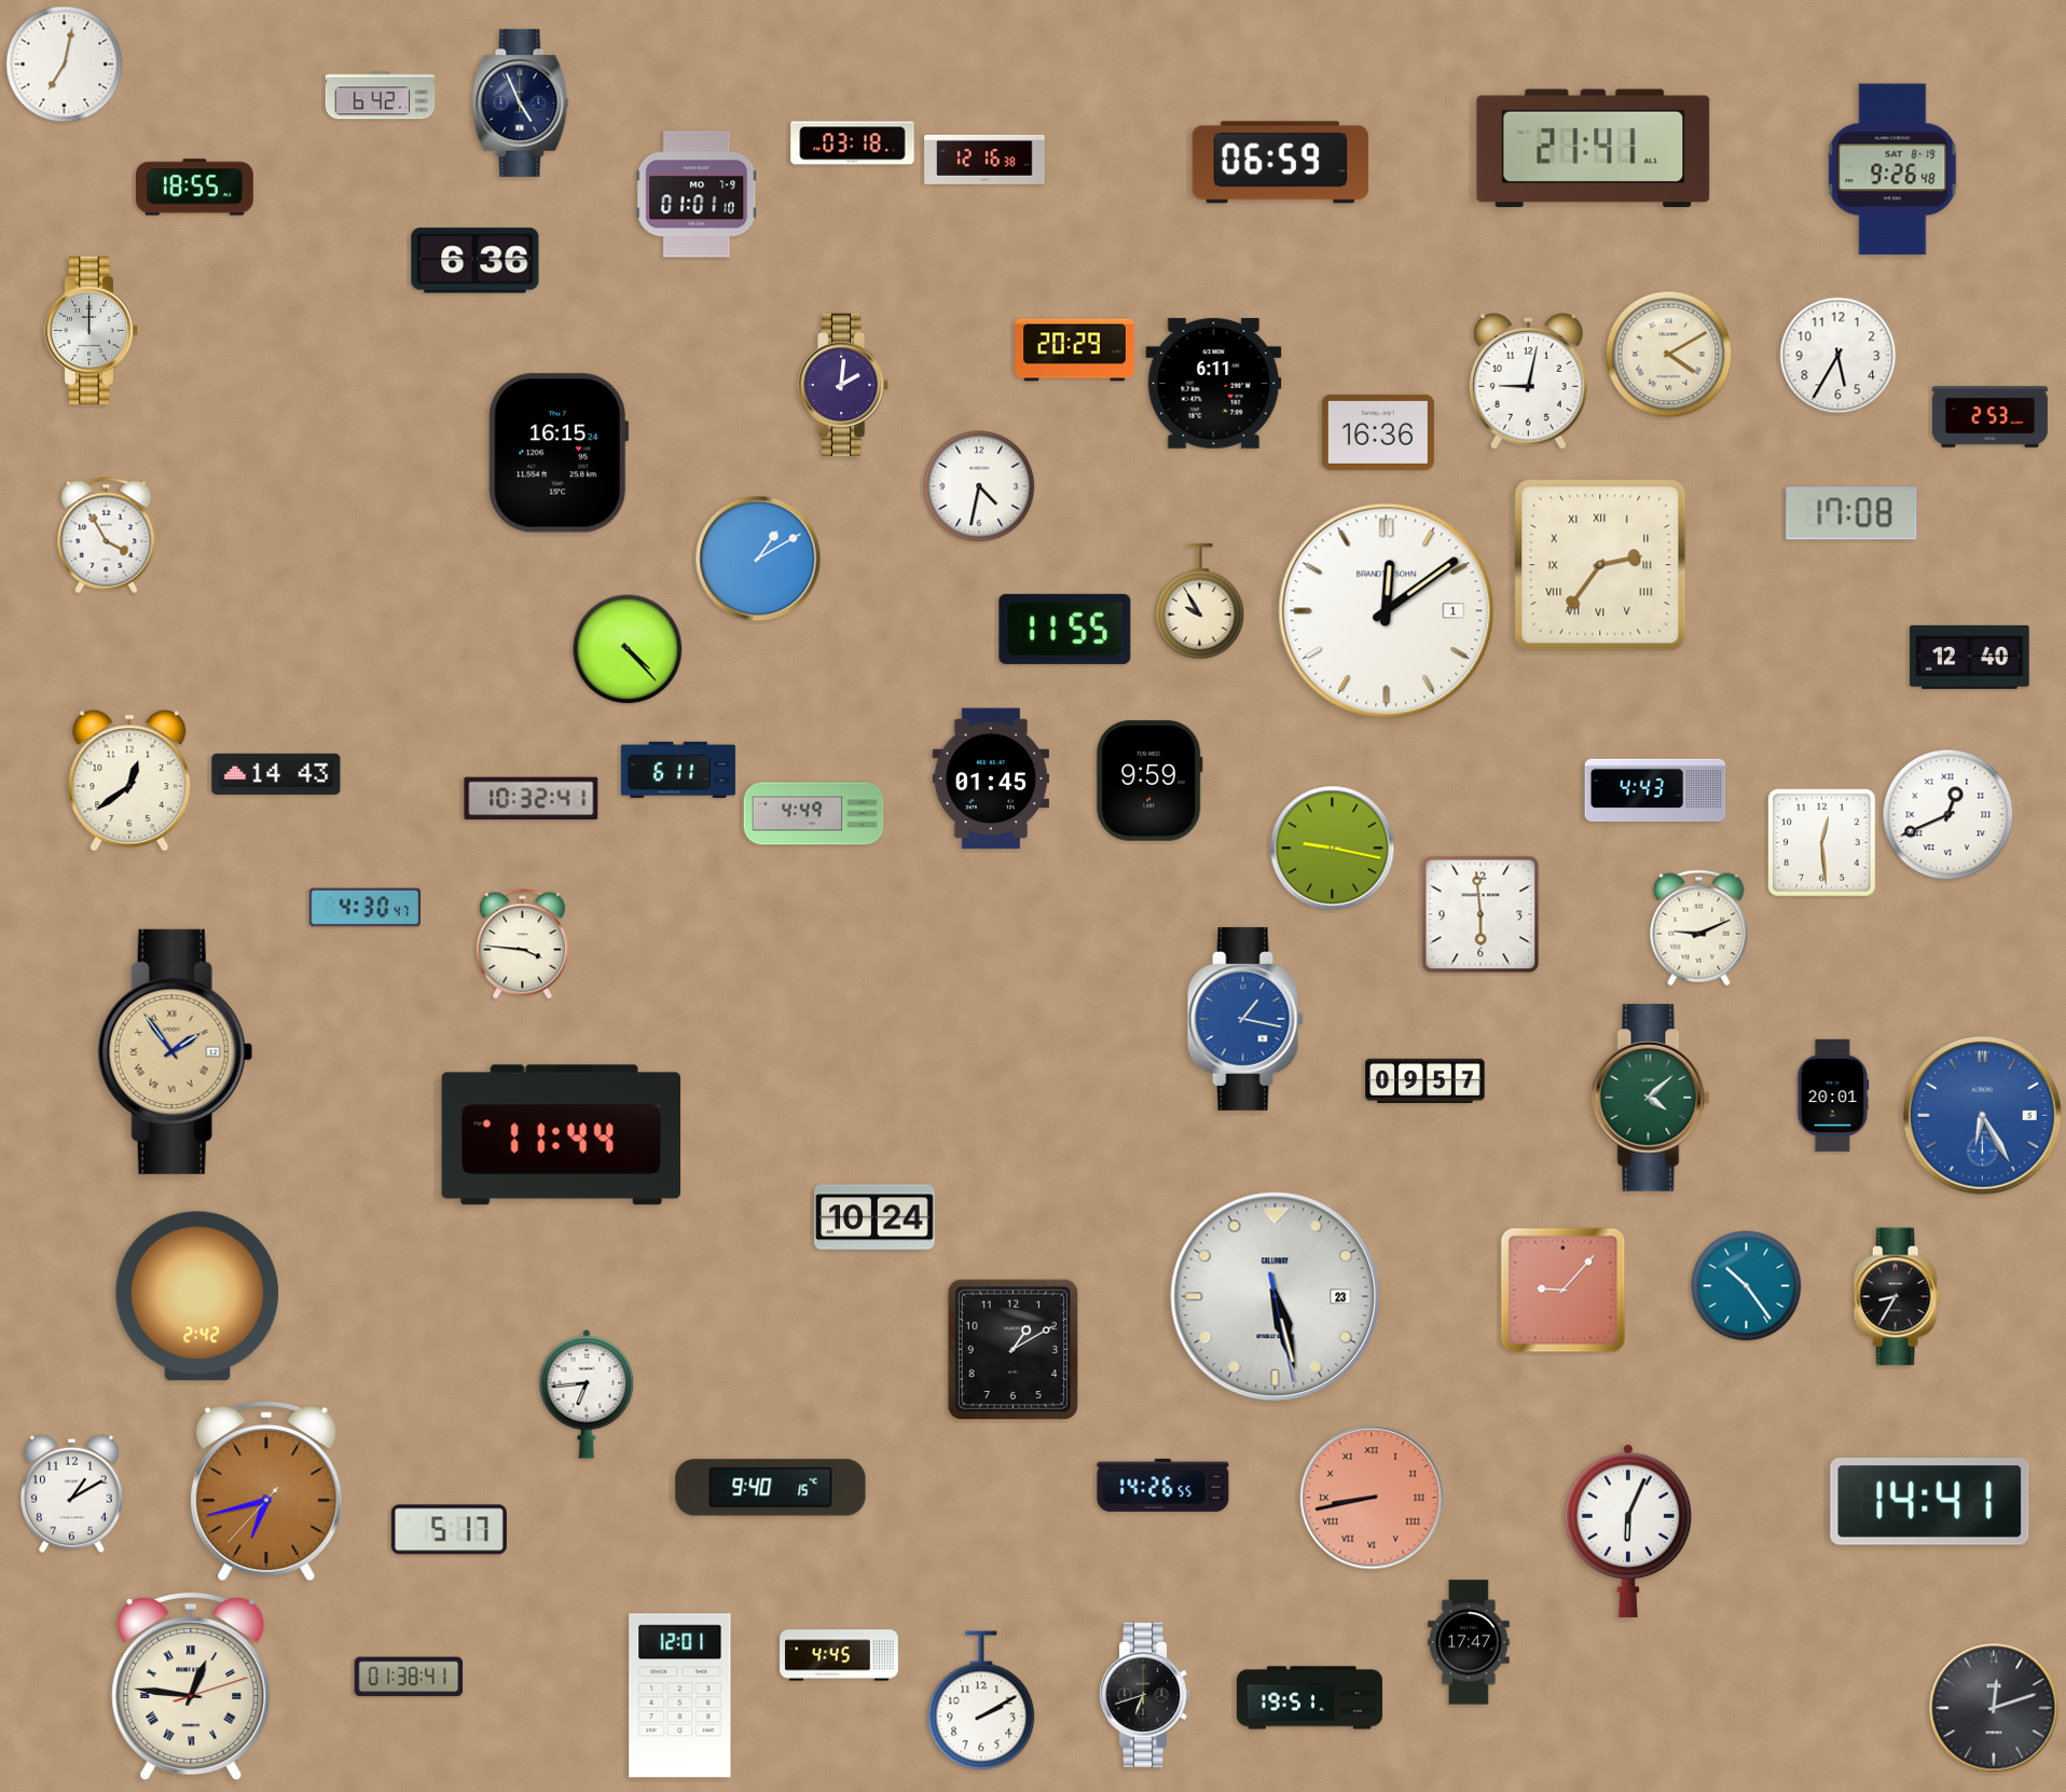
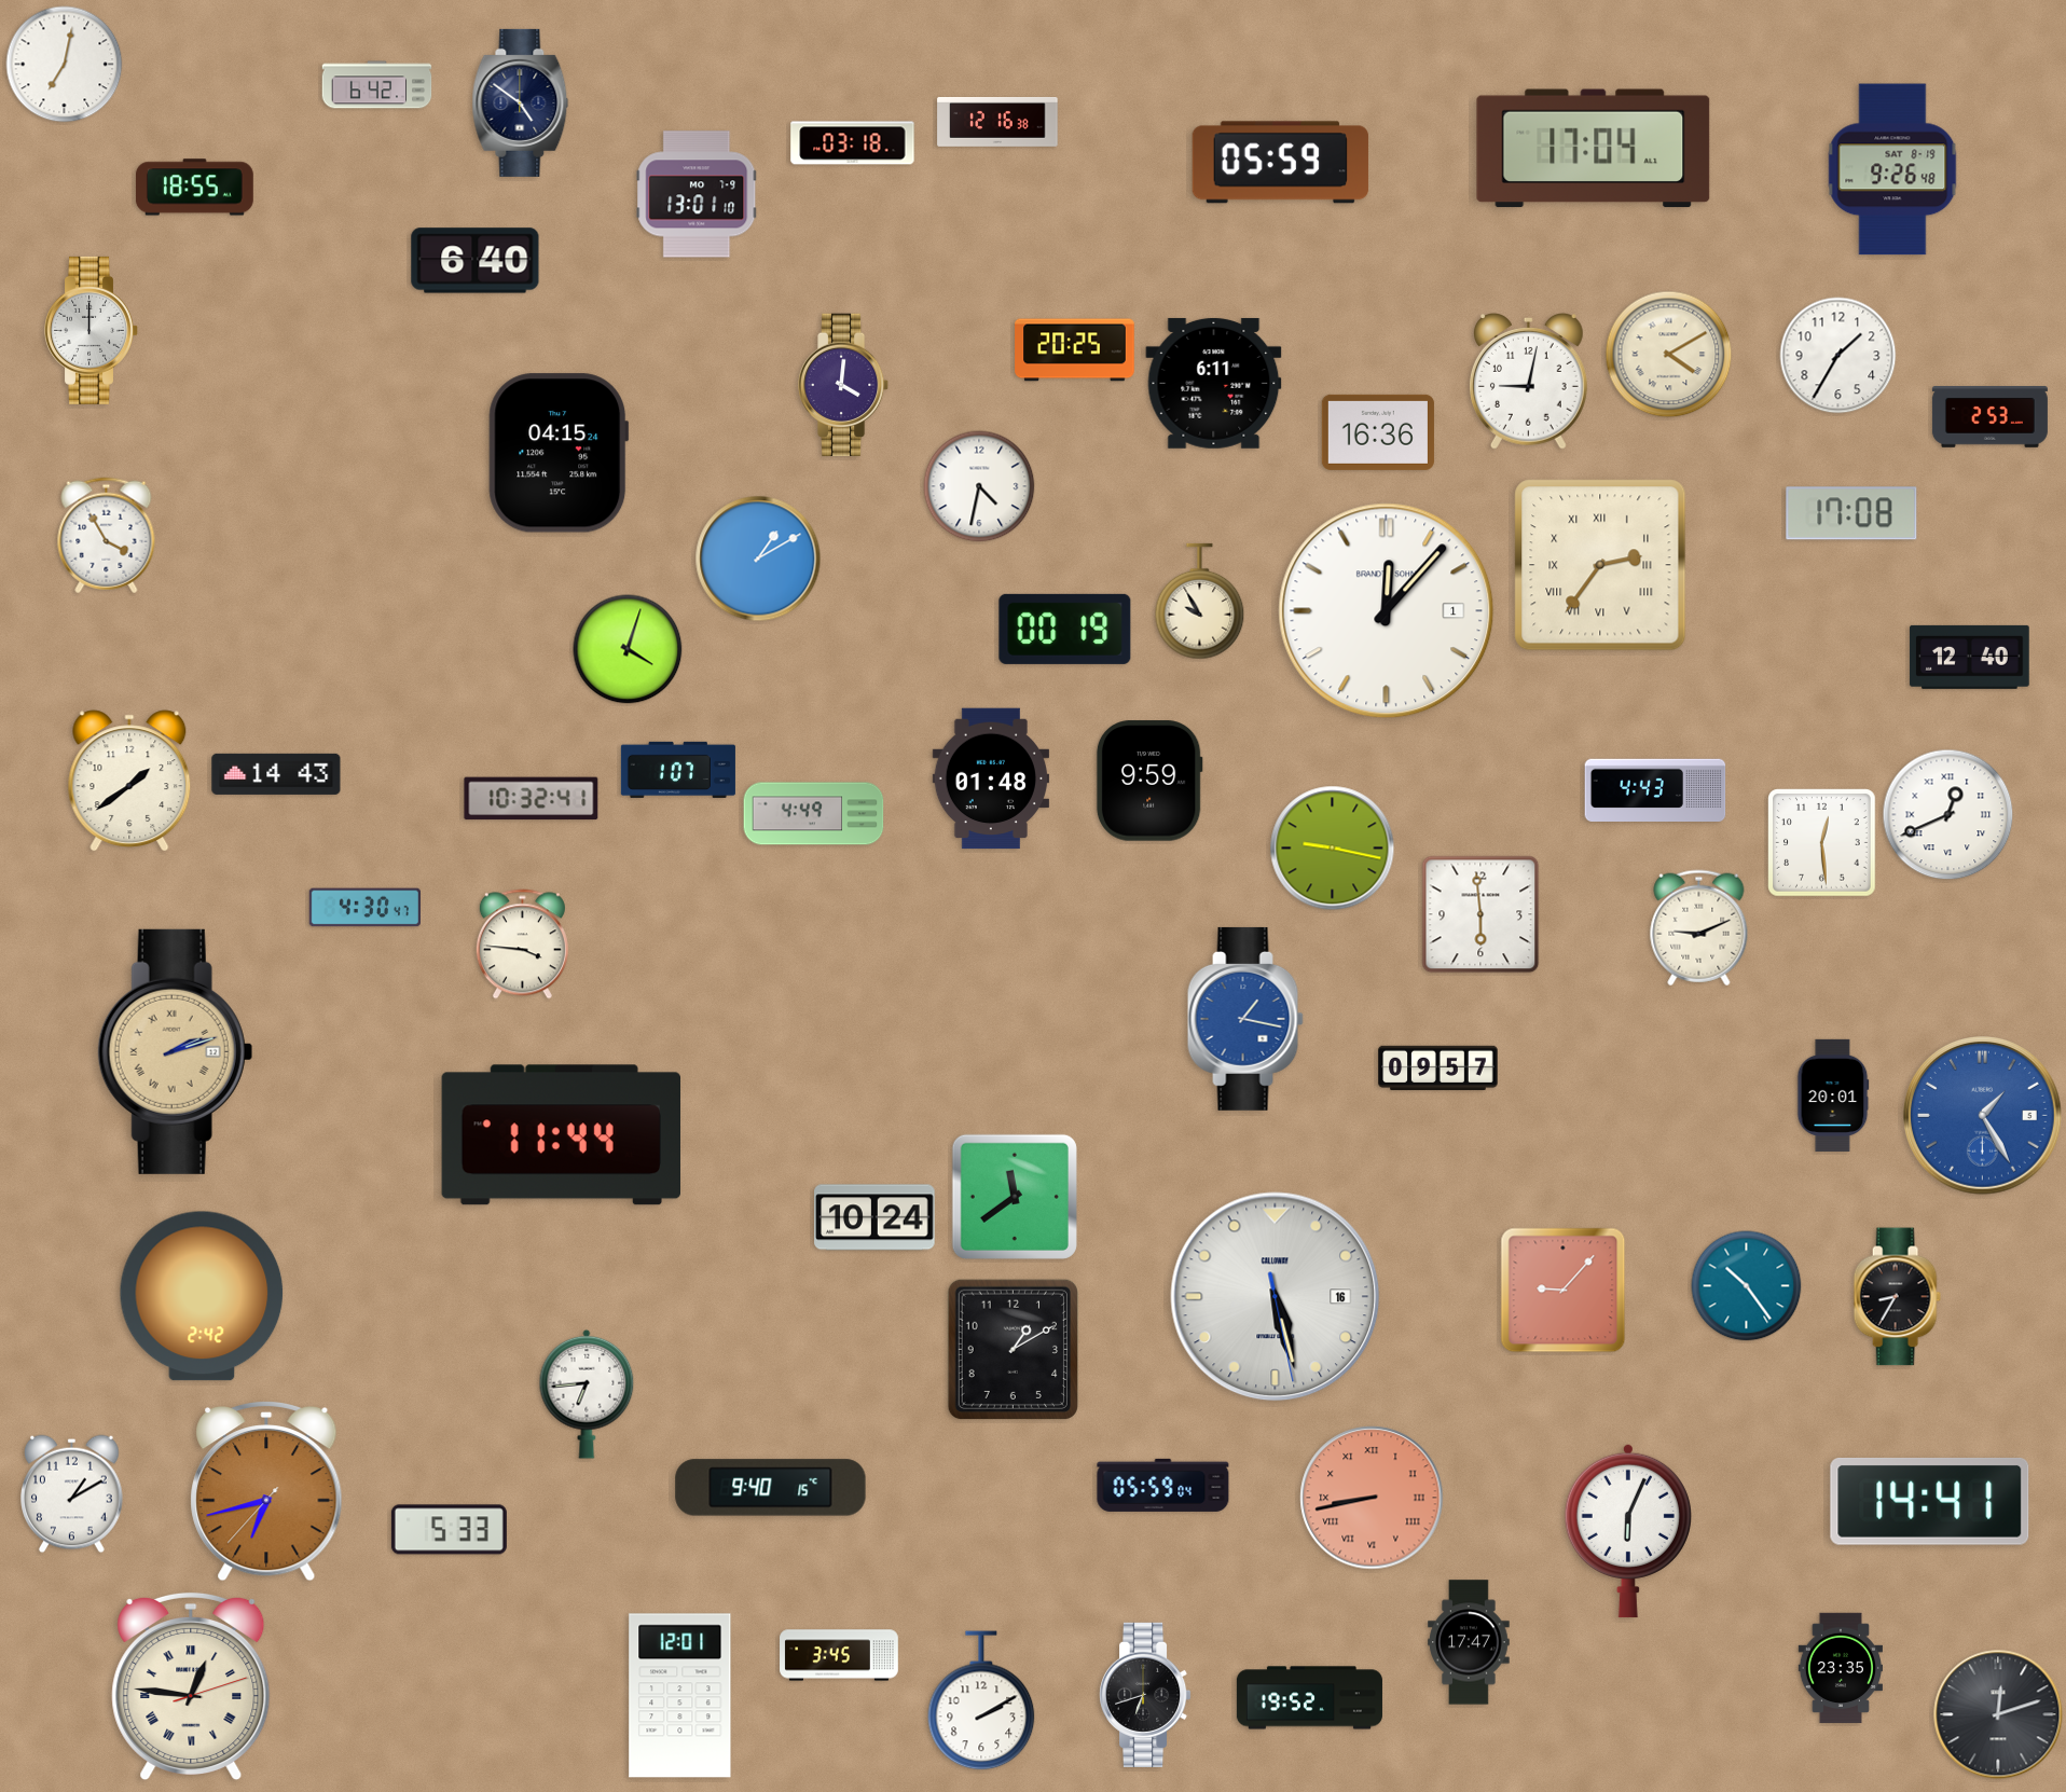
clock at (381, 96) position: (381, 96) -> (377, 85)
clock at (521, 102): 4:56 -> 4:51
clock at (1594, 149): 21:41 -> 17:04
clock at (984, 160) position: (984, 160) -> (997, 122)
clock at (1280, 163): 06:59 -> 05:59
clock at (697, 194): 01:01 -> 13:01
clock at (476, 261): 6:36 -> 6:40
clock at (1075, 350): 20:29 -> 20:25
clock at (1838, 356): 5:35 -> 1:35
clock at (843, 384): 2:01 -> 4:01
clock at (559, 453): 16:15 -> 04:15
clock at (1387, 611): 12:09 -> 12:07
clock at (1065, 629): 11:55 -> 00:19
clock at (628, 649): 4:23 -> 4:03
clock at (678, 770): 6:11 -> 1:07
clock at (990, 778): 01:45 -> 01:48
clock at (129, 781): 12:39 -> 1:39
clock at (175, 1051): 1:54 -> 2:12
clock at (1425, 1081) position: (1425, 1081) -> (1438, 1069)
clock at (1651, 1098): 4:08 -> none
clock at (1982, 1115): 6:25 -> 1:25
clock at (1015, 1197): none -> 11:39
clock at (197, 1296) position: (197, 1296) -> (202, 1296)
clock at (1276, 1297) date: 23 -> 16
clock at (1163, 1485): 14:26 -> 05:59
clock at (449, 1530): 5:17 -> 5:33
clock at (839, 1655): 4:45 -> 3:45
clock at (1841, 1668): none -> 23:35
clock at (409, 1677): 01:38 -> none
clock at (1309, 1698): 19:51 -> 19:52
clock at (1994, 1708) position: (1994, 1708) -> (1998, 1714)
